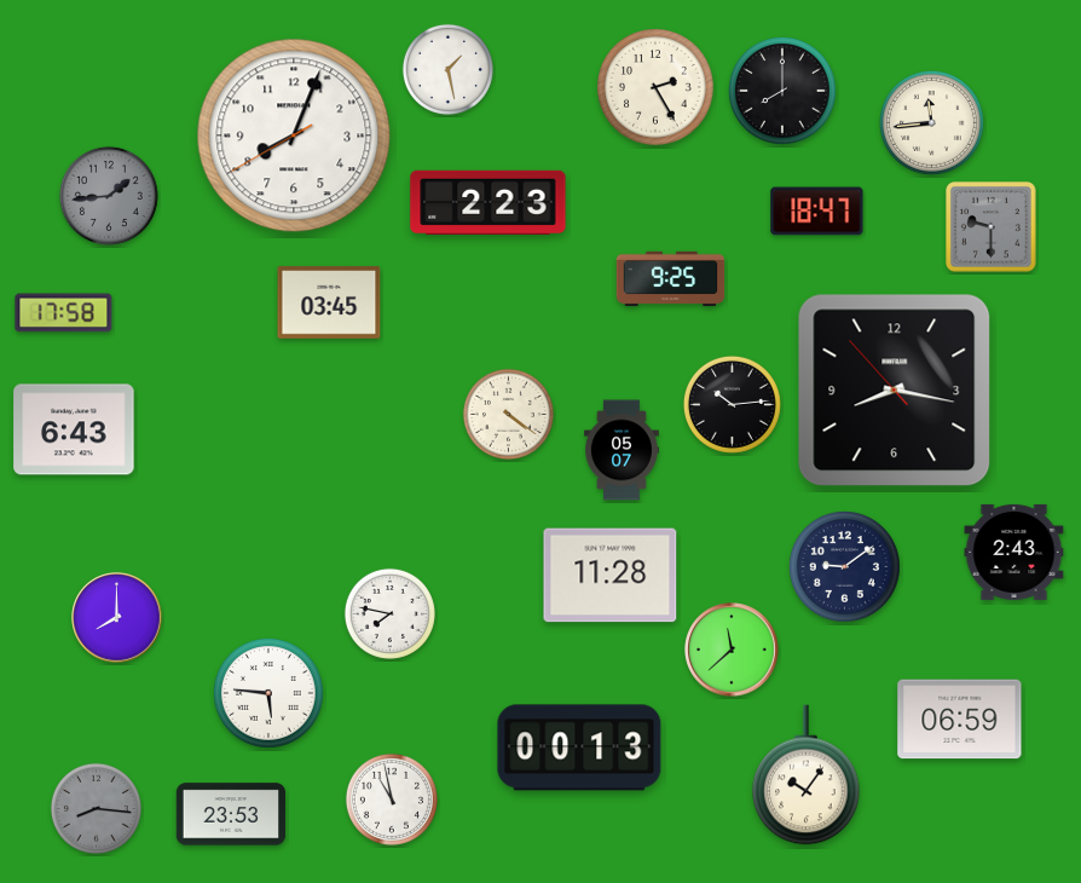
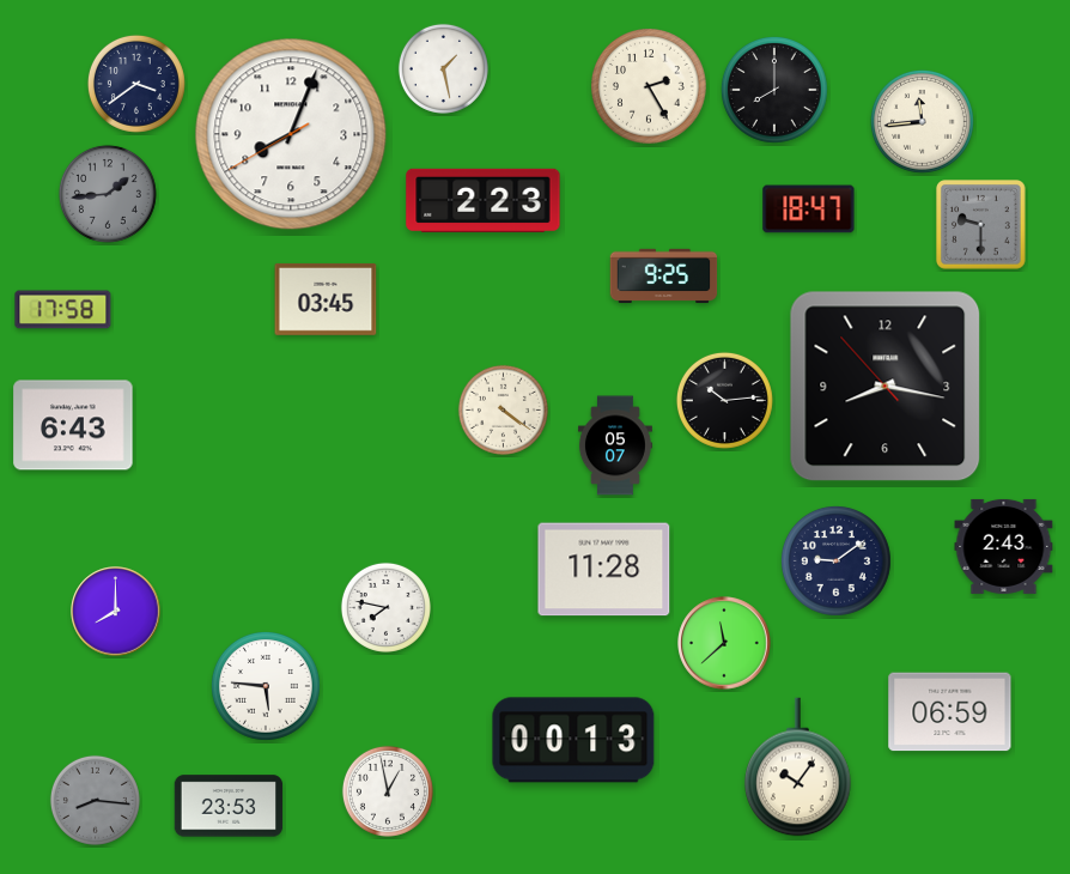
clock at (136, 84): none -> 3:39
clock at (392, 800): 10:58 -> 12:58
